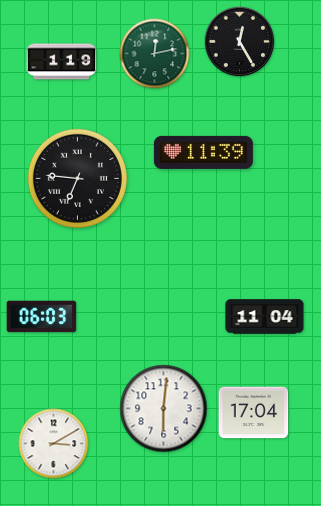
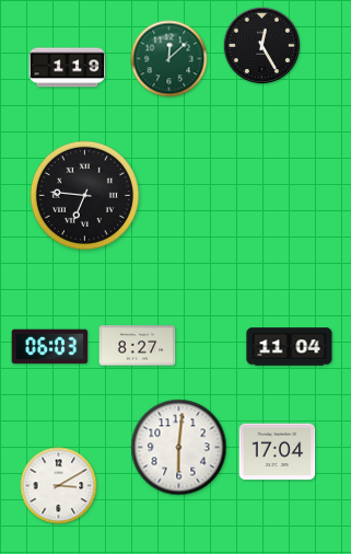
clock at (155, 54): 12:13 -> 12:08
clock at (203, 152): 11:39 -> none
clock at (138, 346): none -> 8:27
clock at (42, 317) position: (42, 317) -> (50, 347)
